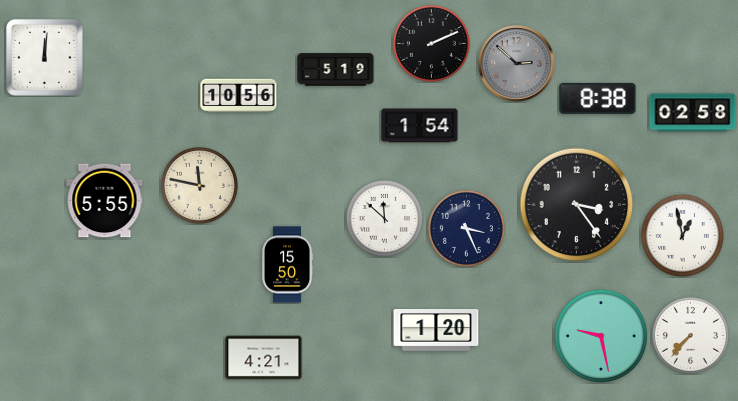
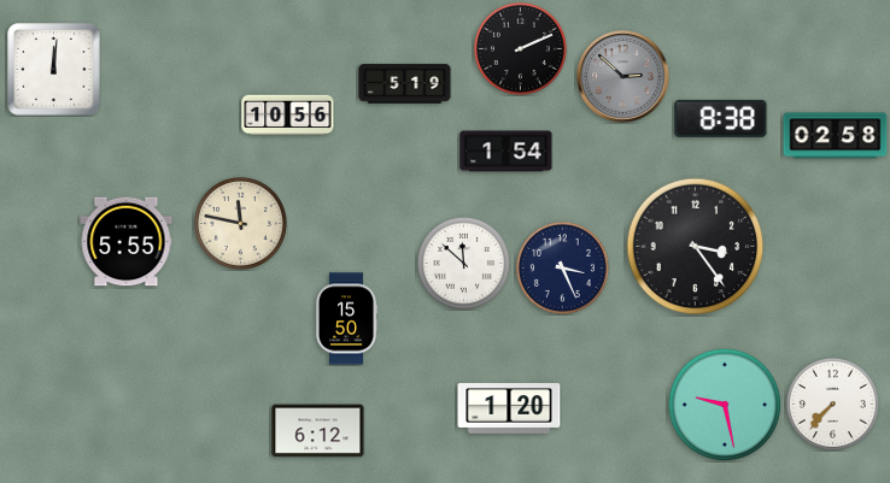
clock at (431, 43) position: (431, 43) -> (520, 48)
clock at (466, 228) position: (466, 228) -> (562, 267)
clock at (682, 235): 12:58 -> none
clock at (436, 331) position: (436, 331) -> (509, 410)
clock at (264, 358): 4:21 -> 6:12
